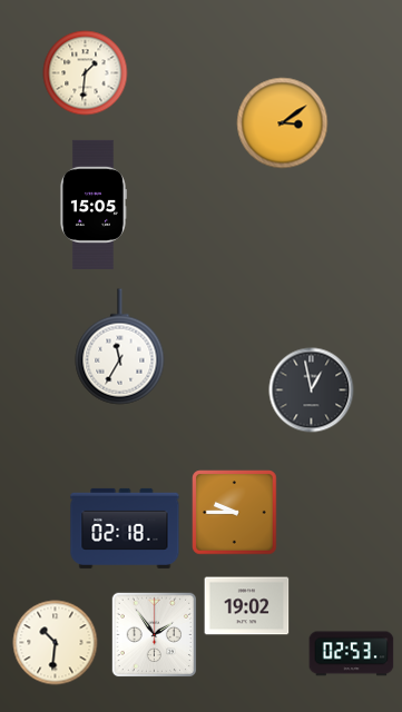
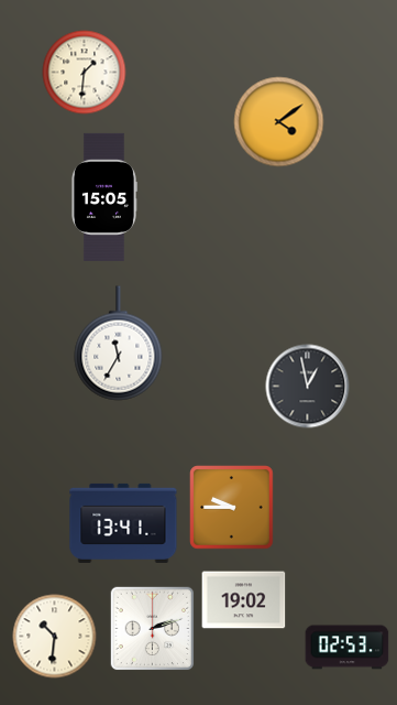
clock at (283, 123): 3:09 -> 4:09
clock at (92, 205) position: (92, 205) -> (103, 197)
clock at (125, 528): 02:18 -> 13:41
clock at (154, 634): 1:54 -> 2:12
